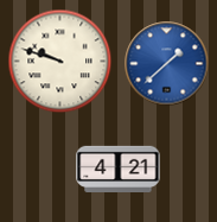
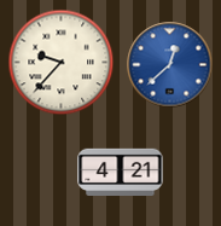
clock at (60, 62): 9:48 -> 9:37
clock at (167, 64): 1:38 -> 12:38
